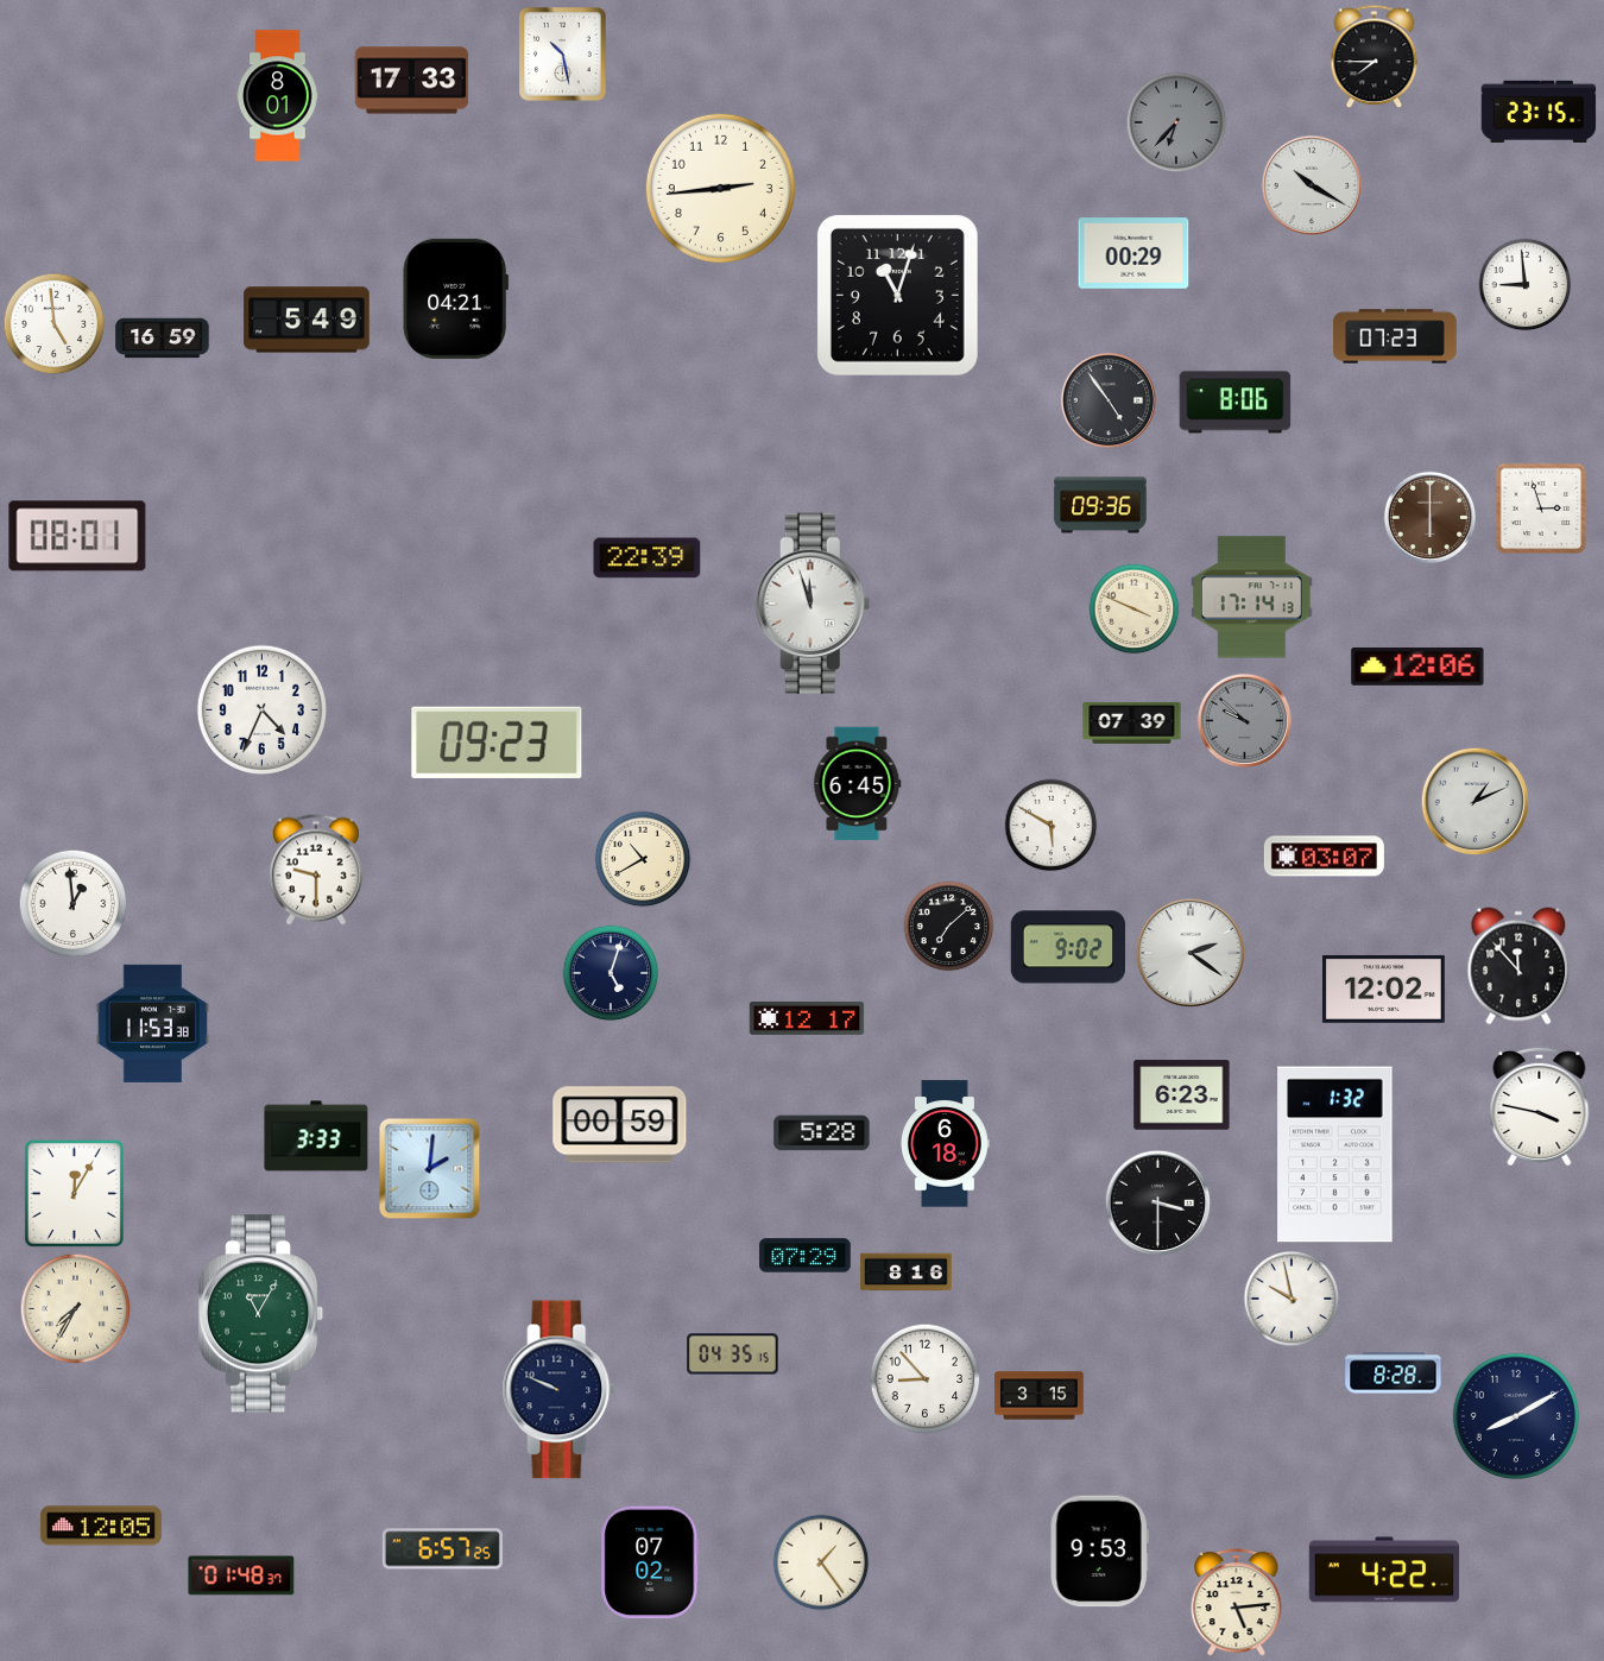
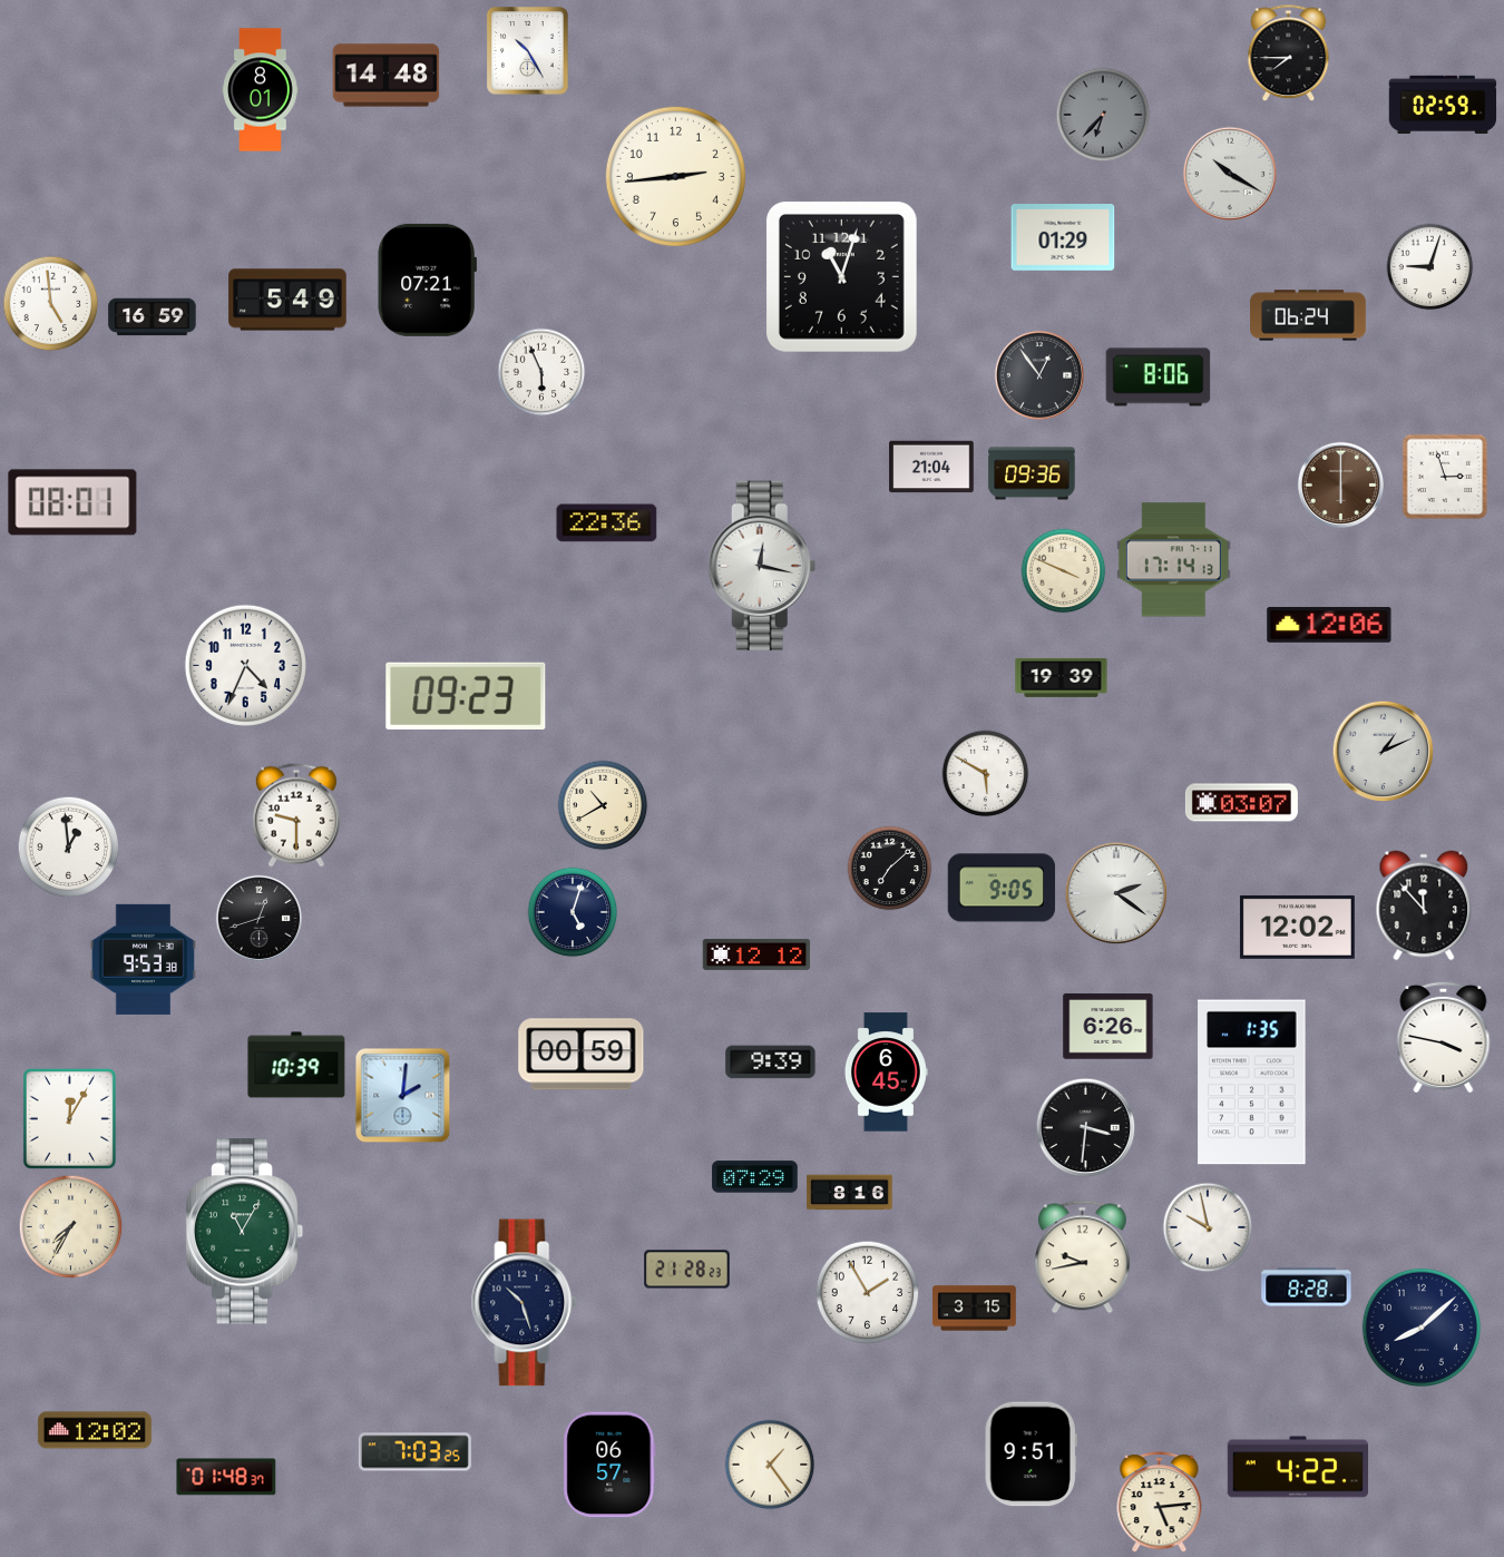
clock at (563, 55): 10:28 -> 10:25
clock at (412, 81): 17:33 -> 14:48
clock at (1539, 110): 23:15 -> 02:59
clock at (1133, 254): 00:29 -> 01:29
clock at (1526, 285): 8:59 -> 9:03
clock at (455, 298): 04:21 -> 07:21
clock at (1395, 336): 07:23 -> 06:24
clock at (541, 372): none -> 5:56
clock at (1107, 399): 4:54 -> 12:54
clock at (931, 467): none -> 21:04
clock at (648, 558): 22:39 -> 22:36
clock at (813, 604): 11:57 -> 12:17
clock at (1244, 720): 9:52 -> none
clock at (1132, 722): 07:39 -> 19:39
clock at (858, 784): 6:45 -> none
clock at (1068, 947): 9:02 -> 9:05
clock at (258, 918): none -> 12:42
clock at (807, 1018): 12:17 -> 12:12
clock at (152, 1023): 11:53 -> 9:53
clock at (1182, 1095): 6:23 -> 6:26
clock at (822, 1133): 5:28 -> 9:39
clock at (316, 1136): 3:33 -> 10:39
clock at (945, 1144): 6:18 -> 6:45
clock at (1335, 1155): 1:32 -> 1:35
clock at (1158, 1204): 3:30 -> 3:31
clock at (1292, 1299) position: (1292, 1299) -> (1208, 1227)
clock at (1083, 1257): none -> 9:43
clock at (733, 1354): 04:35 -> 21:28
clock at (926, 1379): 8:53 -> 1:55
clock at (560, 1390): 9:49 -> 10:27
clock at (1515, 1415): 8:10 -> 8:08
clock at (101, 1526): 12:05 -> 12:02
clock at (442, 1549): 6:57 -> 7:03
clock at (1099, 1552): 9:53 -> 9:51
clock at (650, 1562): 07:02 -> 06:57
clock at (1383, 1570) position: (1383, 1570) -> (1297, 1467)
